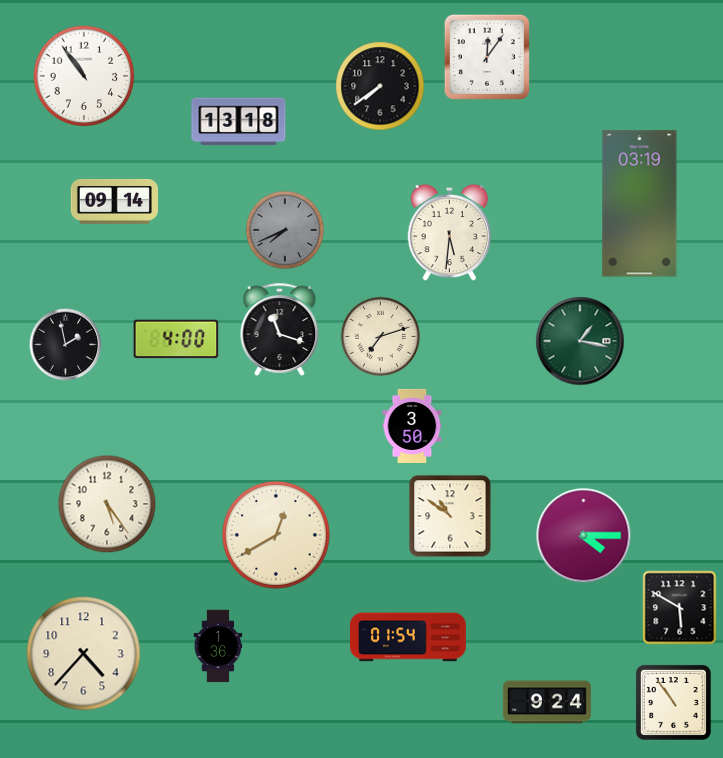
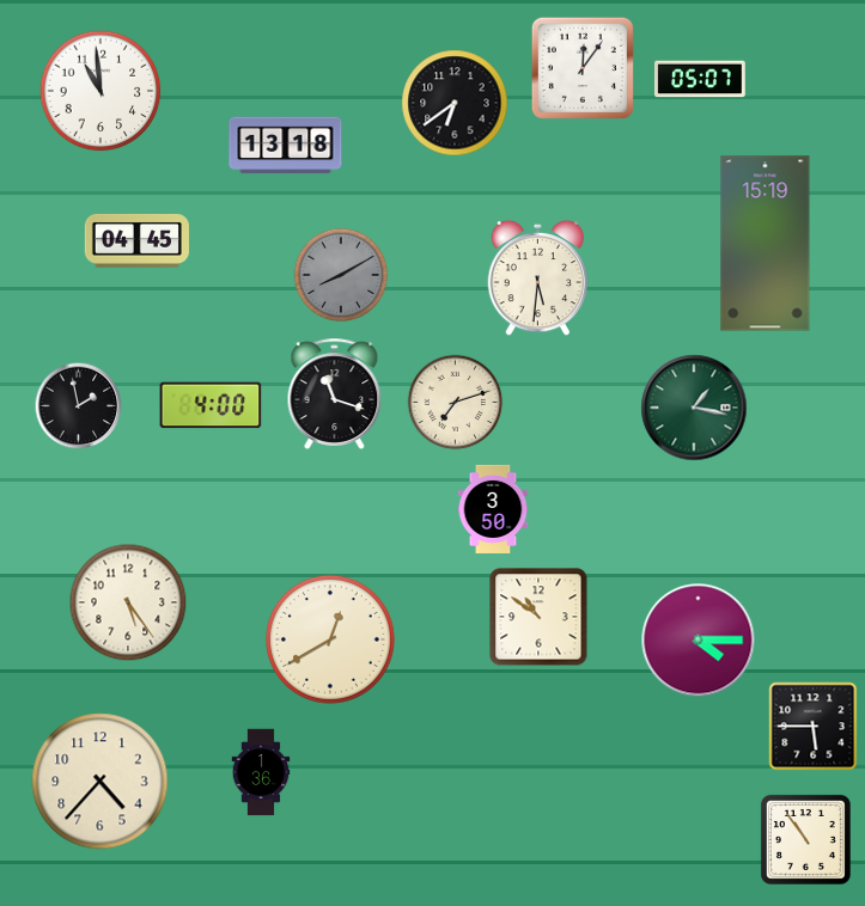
clock at (701, 79): none -> 05:07
clock at (84, 76): 10:54 -> 10:59
clock at (380, 86): 7:39 -> 6:39
clock at (114, 201): 09:14 -> 04:45
clock at (640, 204): 03:19 -> 15:19
clock at (285, 230): 7:41 -> 8:10
clock at (66, 345) position: (66, 345) -> (79, 406)
clock at (680, 608): 5:50 -> 5:45
clock at (408, 637): 01:54 -> none
clock at (547, 702): 9:24 -> none
